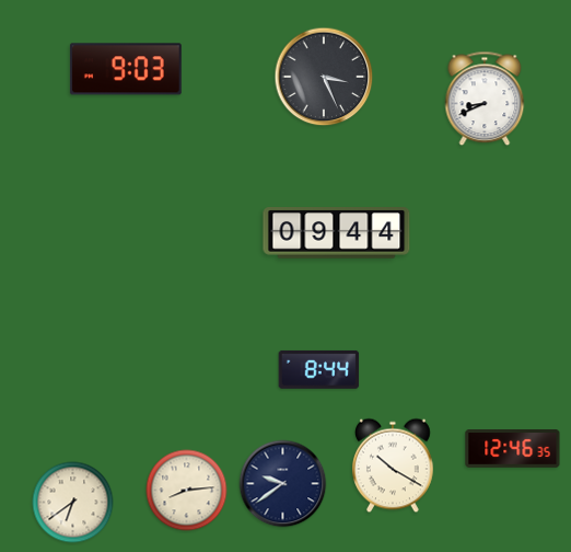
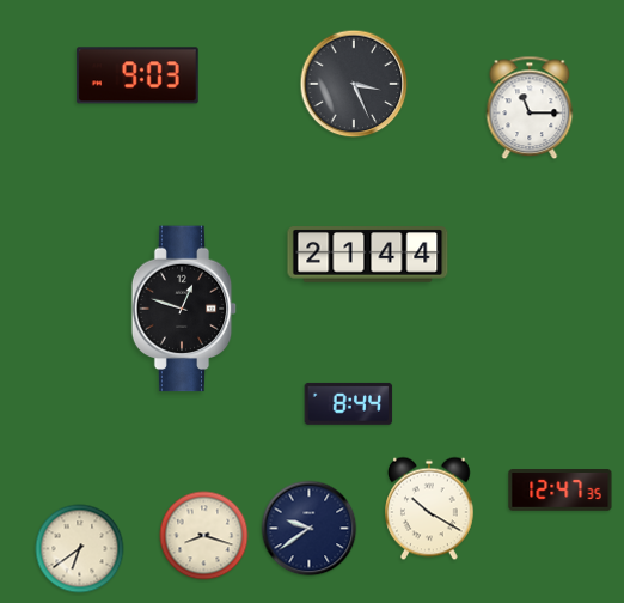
clock at (485, 99): 8:41 -> 11:15
clock at (337, 233): 09:44 -> 21:44
clock at (184, 309): none -> 12:48
clock at (513, 449): 12:46 -> 12:47
clock at (187, 491): 8:14 -> 8:18
